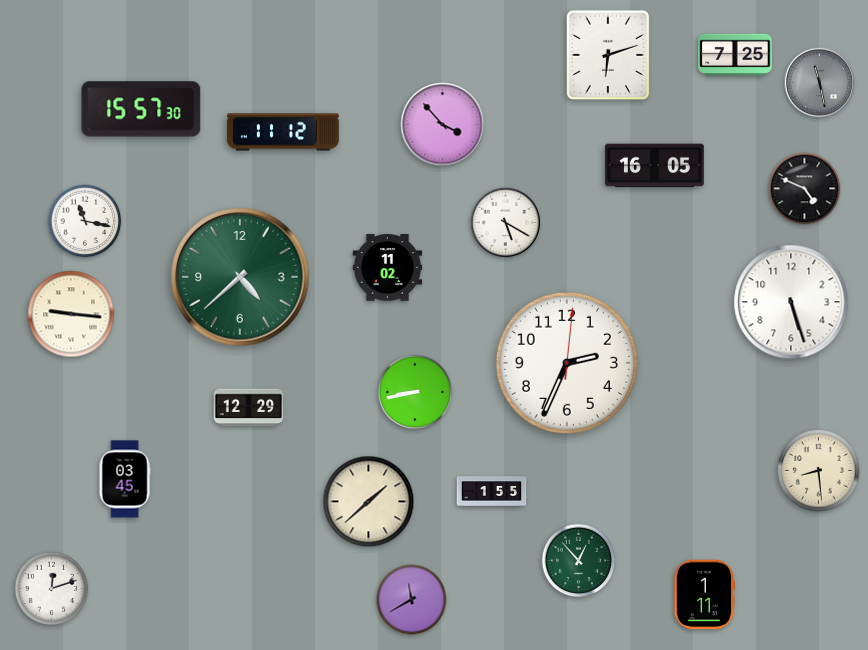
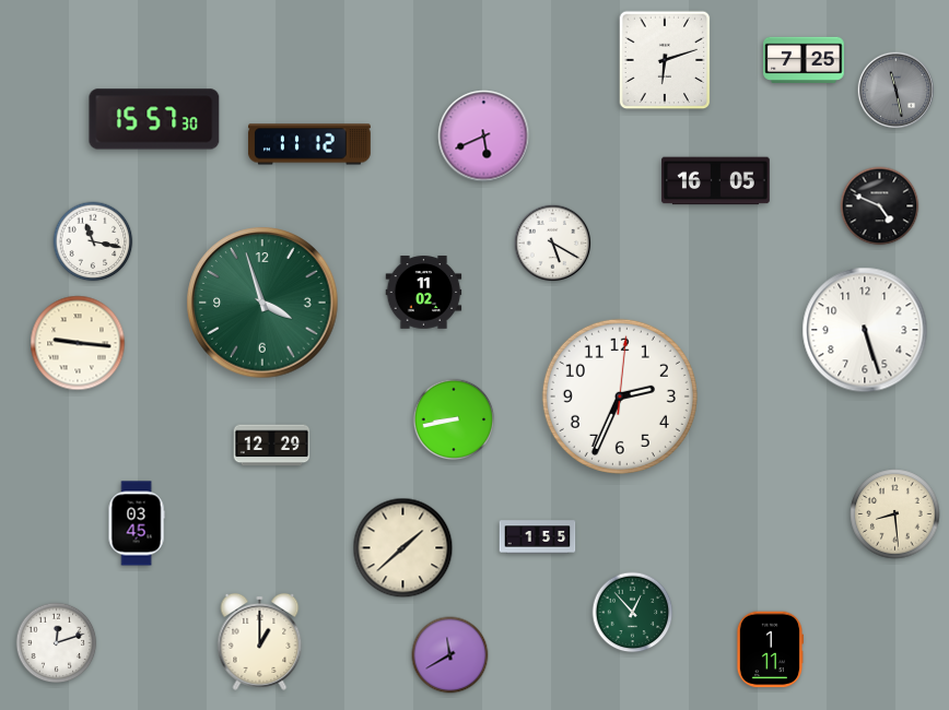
clock at (443, 125): 3:53 -> 5:41
clock at (240, 277): 4:38 -> 3:57
clock at (415, 392) position: (415, 392) -> (454, 419)
clock at (260, 641): none -> 1:00
